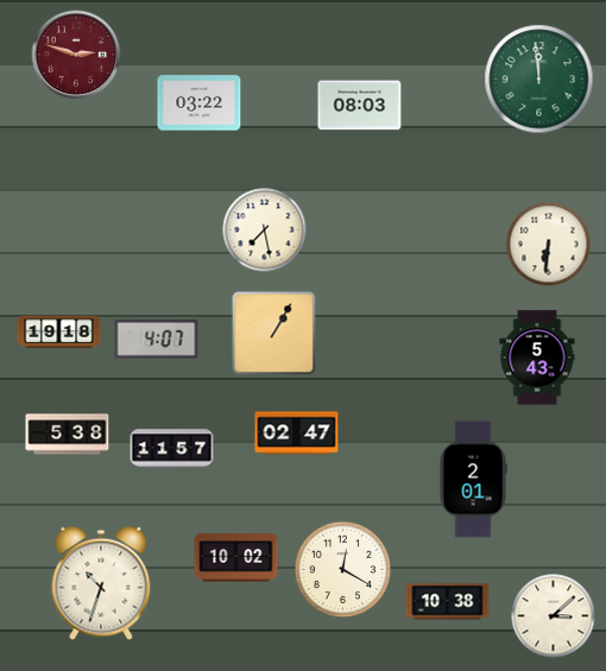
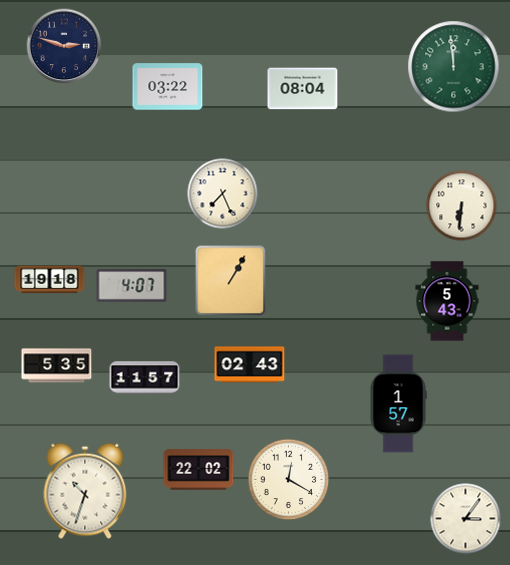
clock at (76, 55) dial: burgundy -> navy
clock at (360, 106): 08:03 -> 08:04
clock at (265, 230): 7:28 -> 7:26
clock at (537, 357) position: (537, 357) -> (447, 301)
clock at (297, 433): 02:47 -> 02:43
clock at (68, 435): 5:38 -> 5:35
clock at (473, 480): 2:01 -> 1:57
clock at (236, 558): 10:02 -> 22:02
clock at (448, 602): 10:38 -> none
clock at (554, 616): 3:08 -> 3:06
